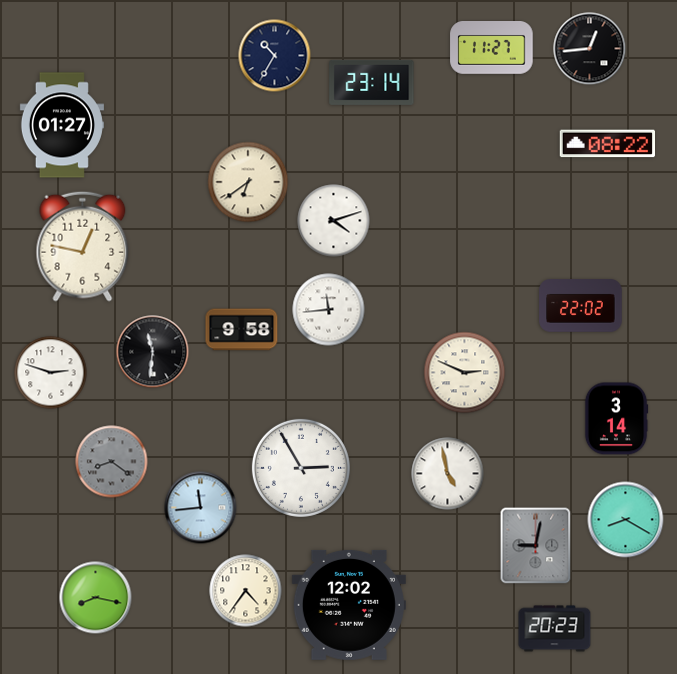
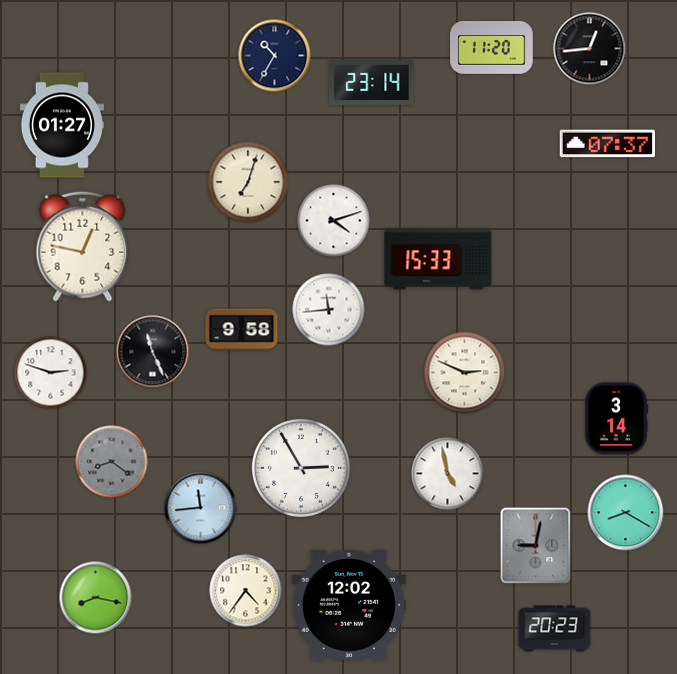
clock at (492, 48): 11:27 -> 11:20
clock at (607, 144): 08:22 -> 07:37
clock at (248, 182): 6:39 -> 7:03
clock at (438, 259): none -> 15:33
clock at (581, 306): 22:02 -> none
clock at (153, 352): 11:31 -> 11:26
clock at (626, 520) position: (626, 520) -> (626, 513)
